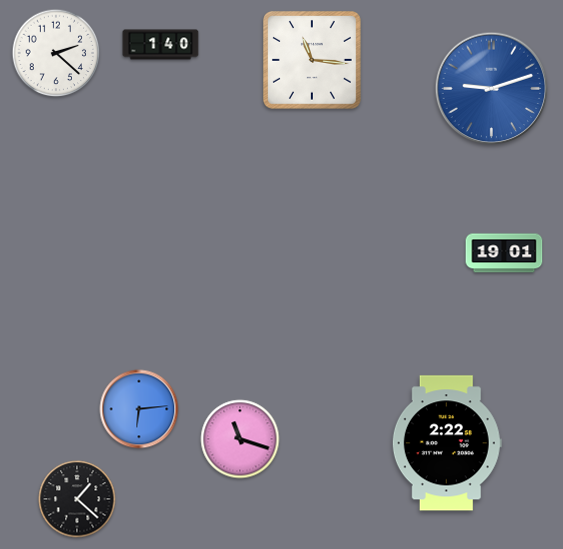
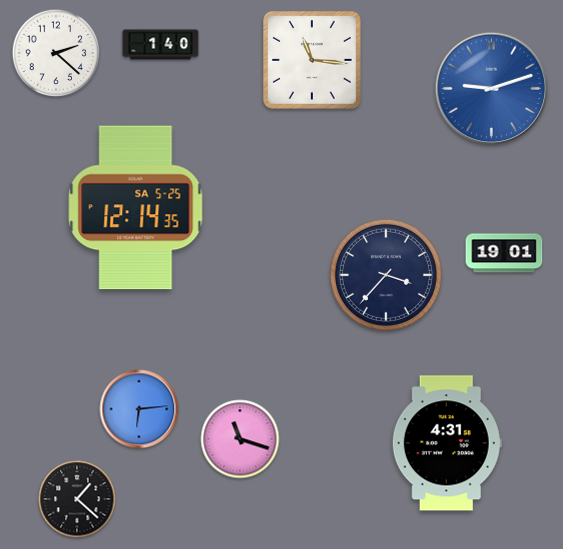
clock at (136, 208): none -> 12:14
clock at (386, 275): none -> 3:37
clock at (447, 443): 2:22 -> 4:31
